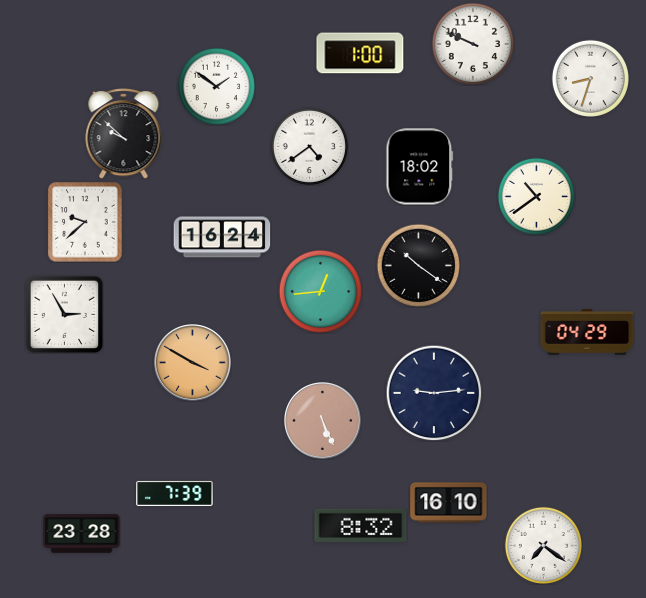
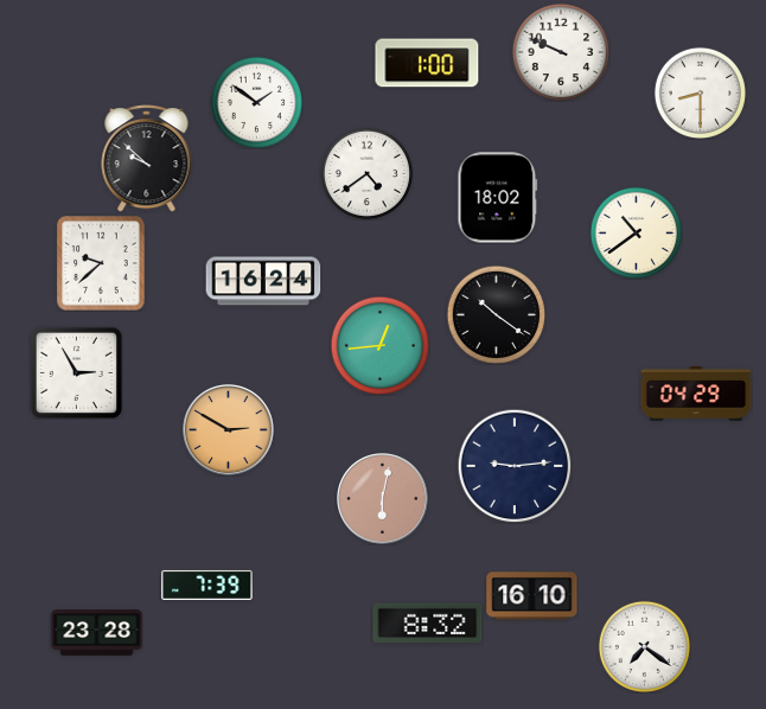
clock at (590, 78): 8:33 -> 8:30
clock at (193, 363): 3:50 -> 2:50
clock at (323, 421): 5:26 -> 6:02
